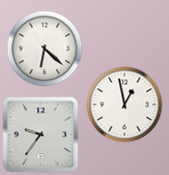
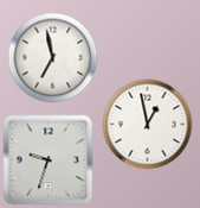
clock at (45, 49): 6:22 -> 6:58
clock at (41, 135): 9:36 -> 9:33
